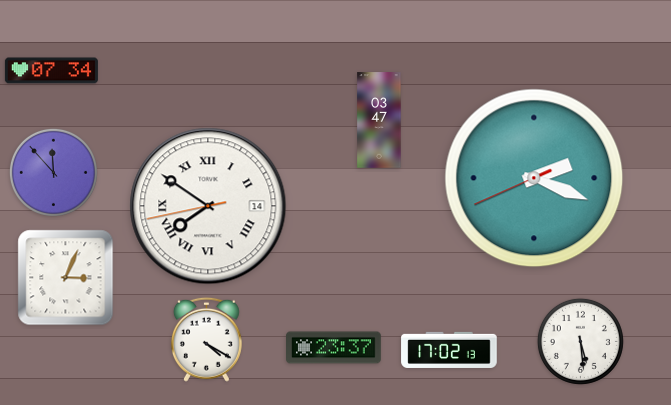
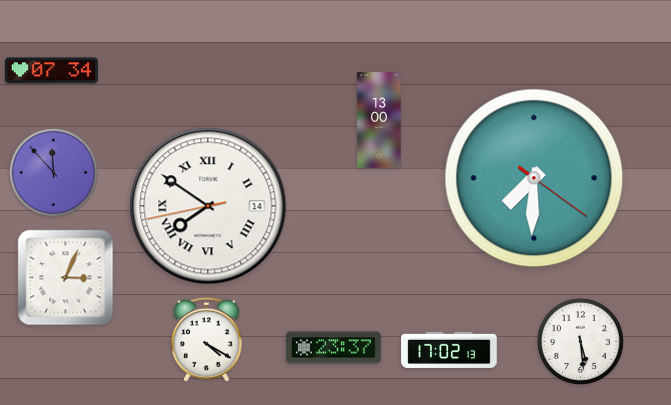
clock at (379, 120): 03:47 -> 13:00
clock at (534, 178): 2:18 -> 7:30
